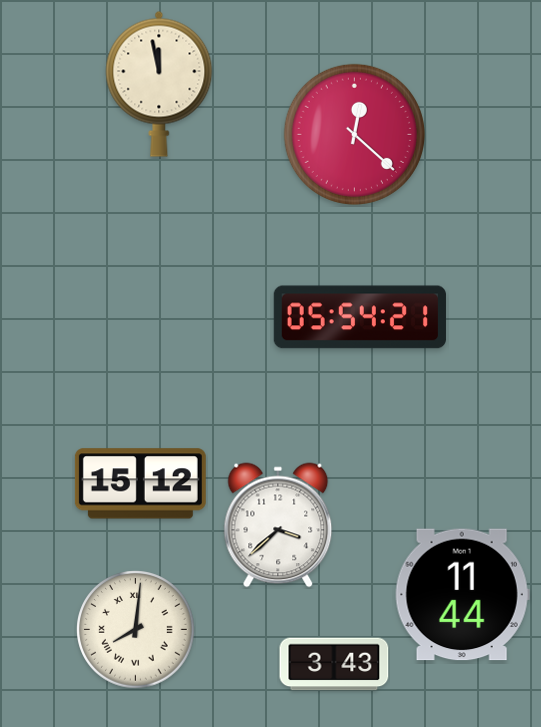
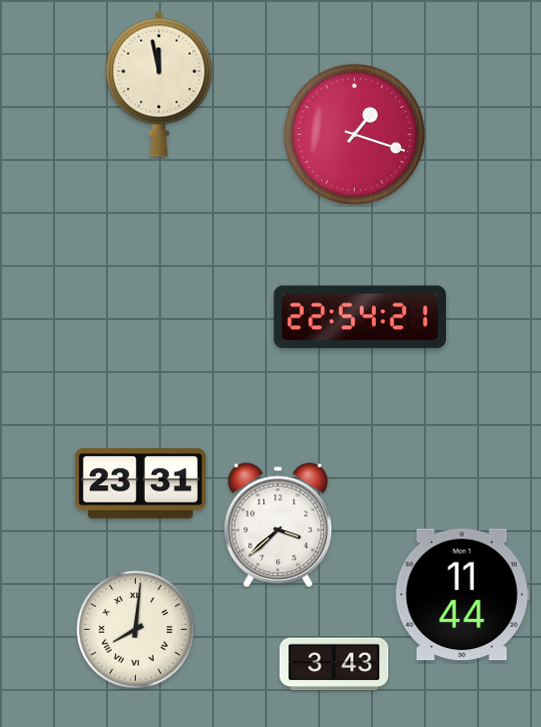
clock at (354, 134): 12:22 -> 1:18
clock at (360, 317): 05:54 -> 22:54
clock at (140, 484): 15:12 -> 23:31
